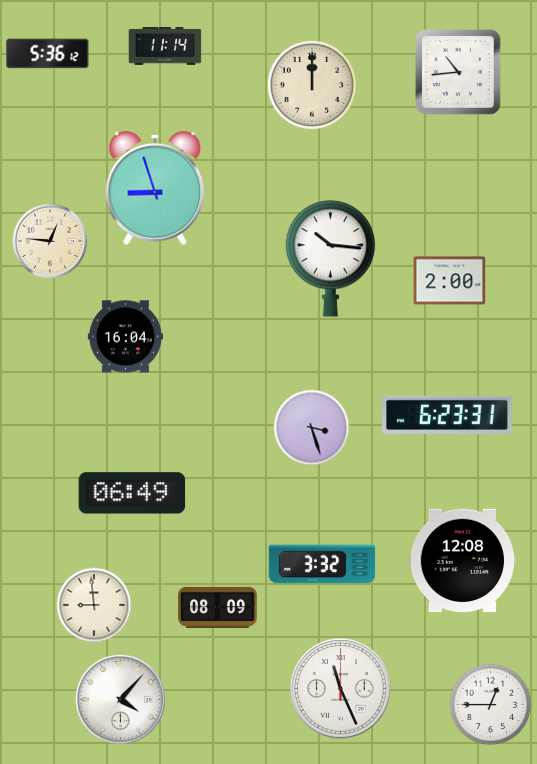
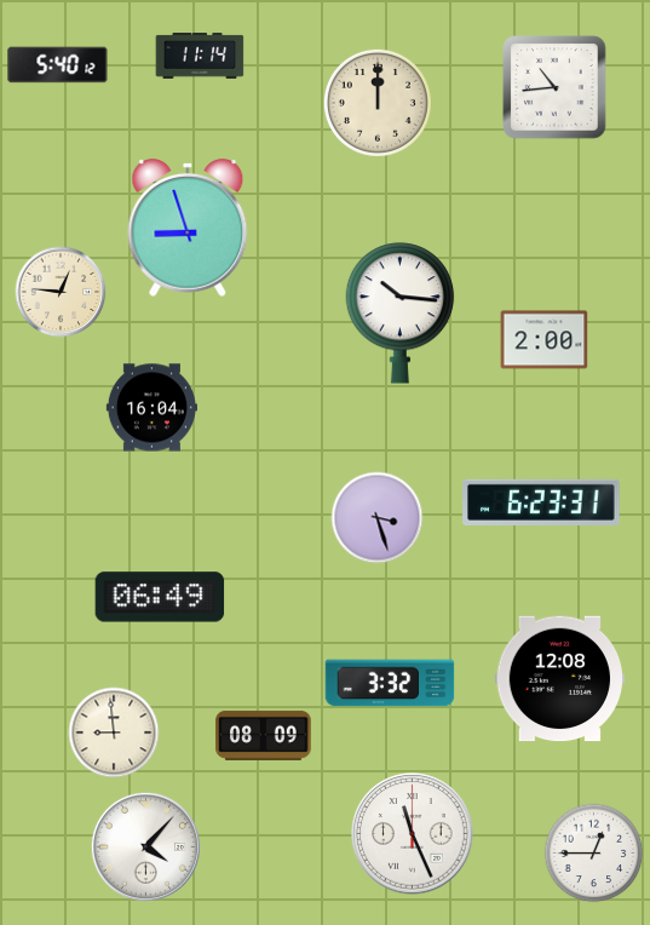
clock at (48, 54): 5:36 -> 5:40
